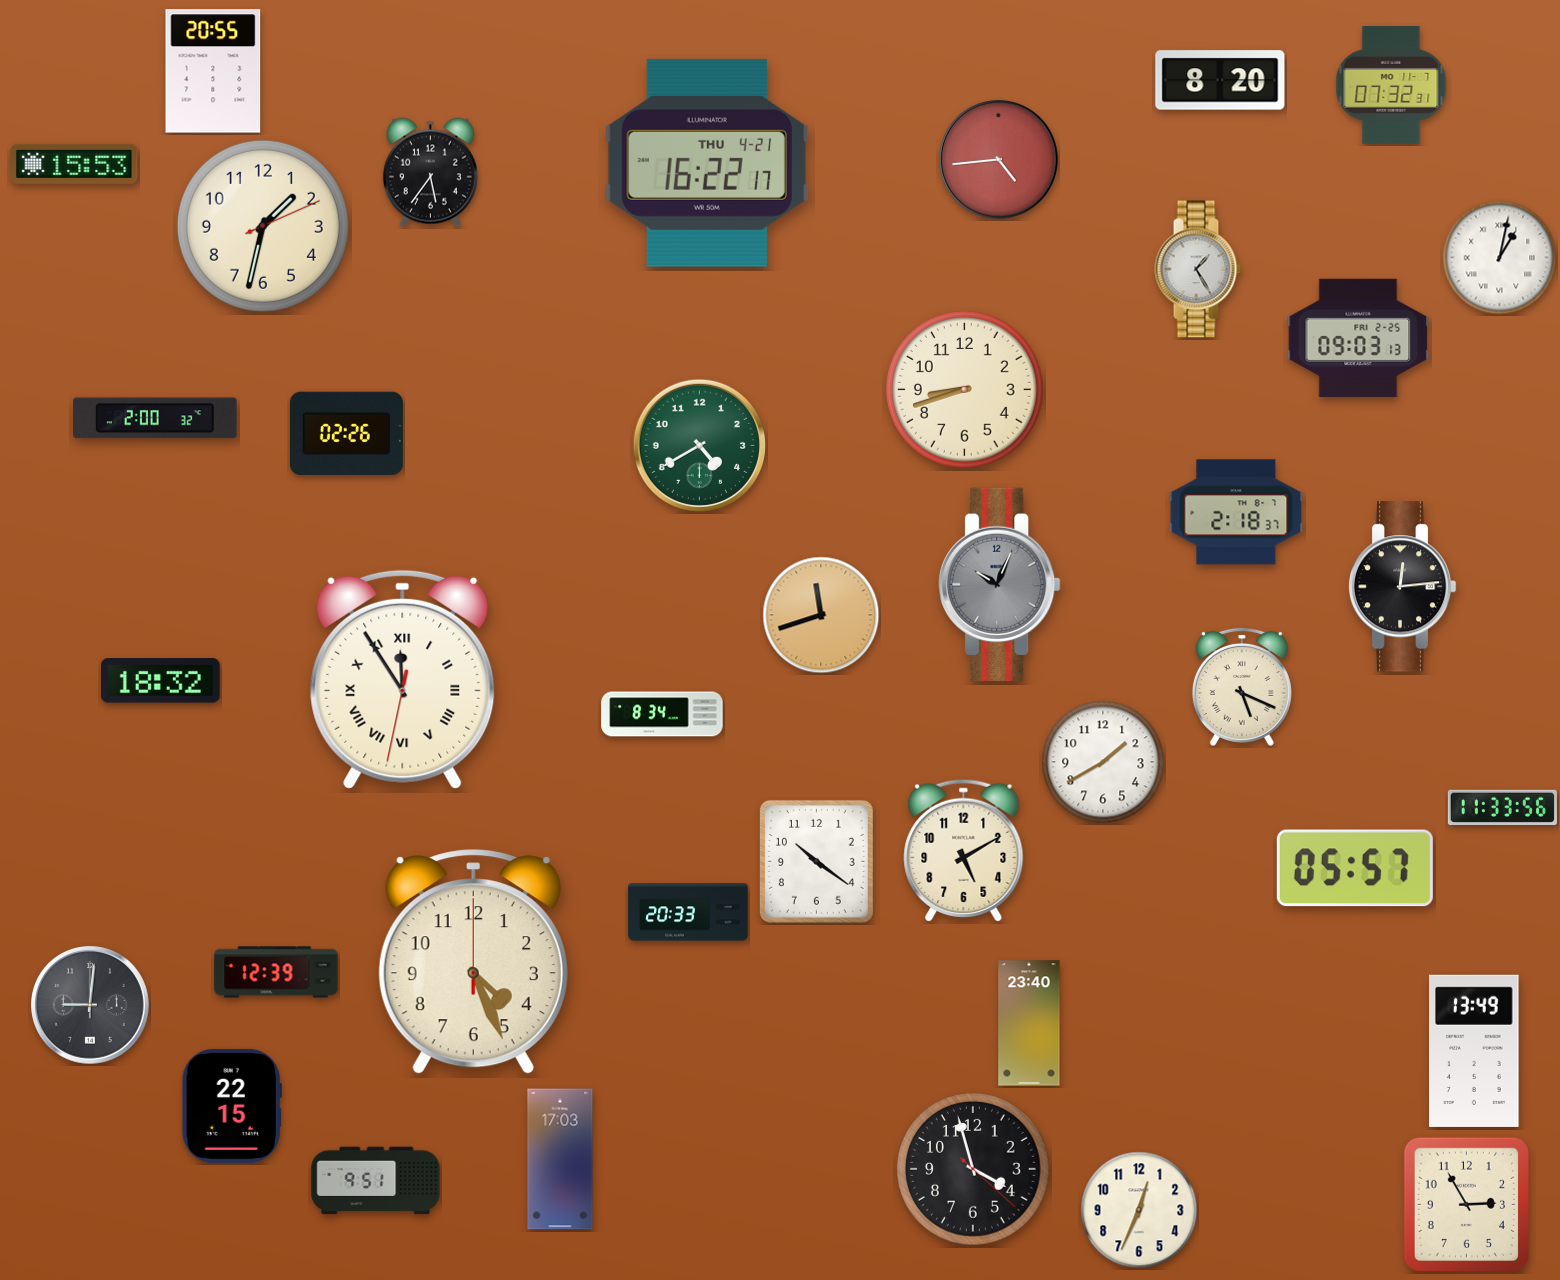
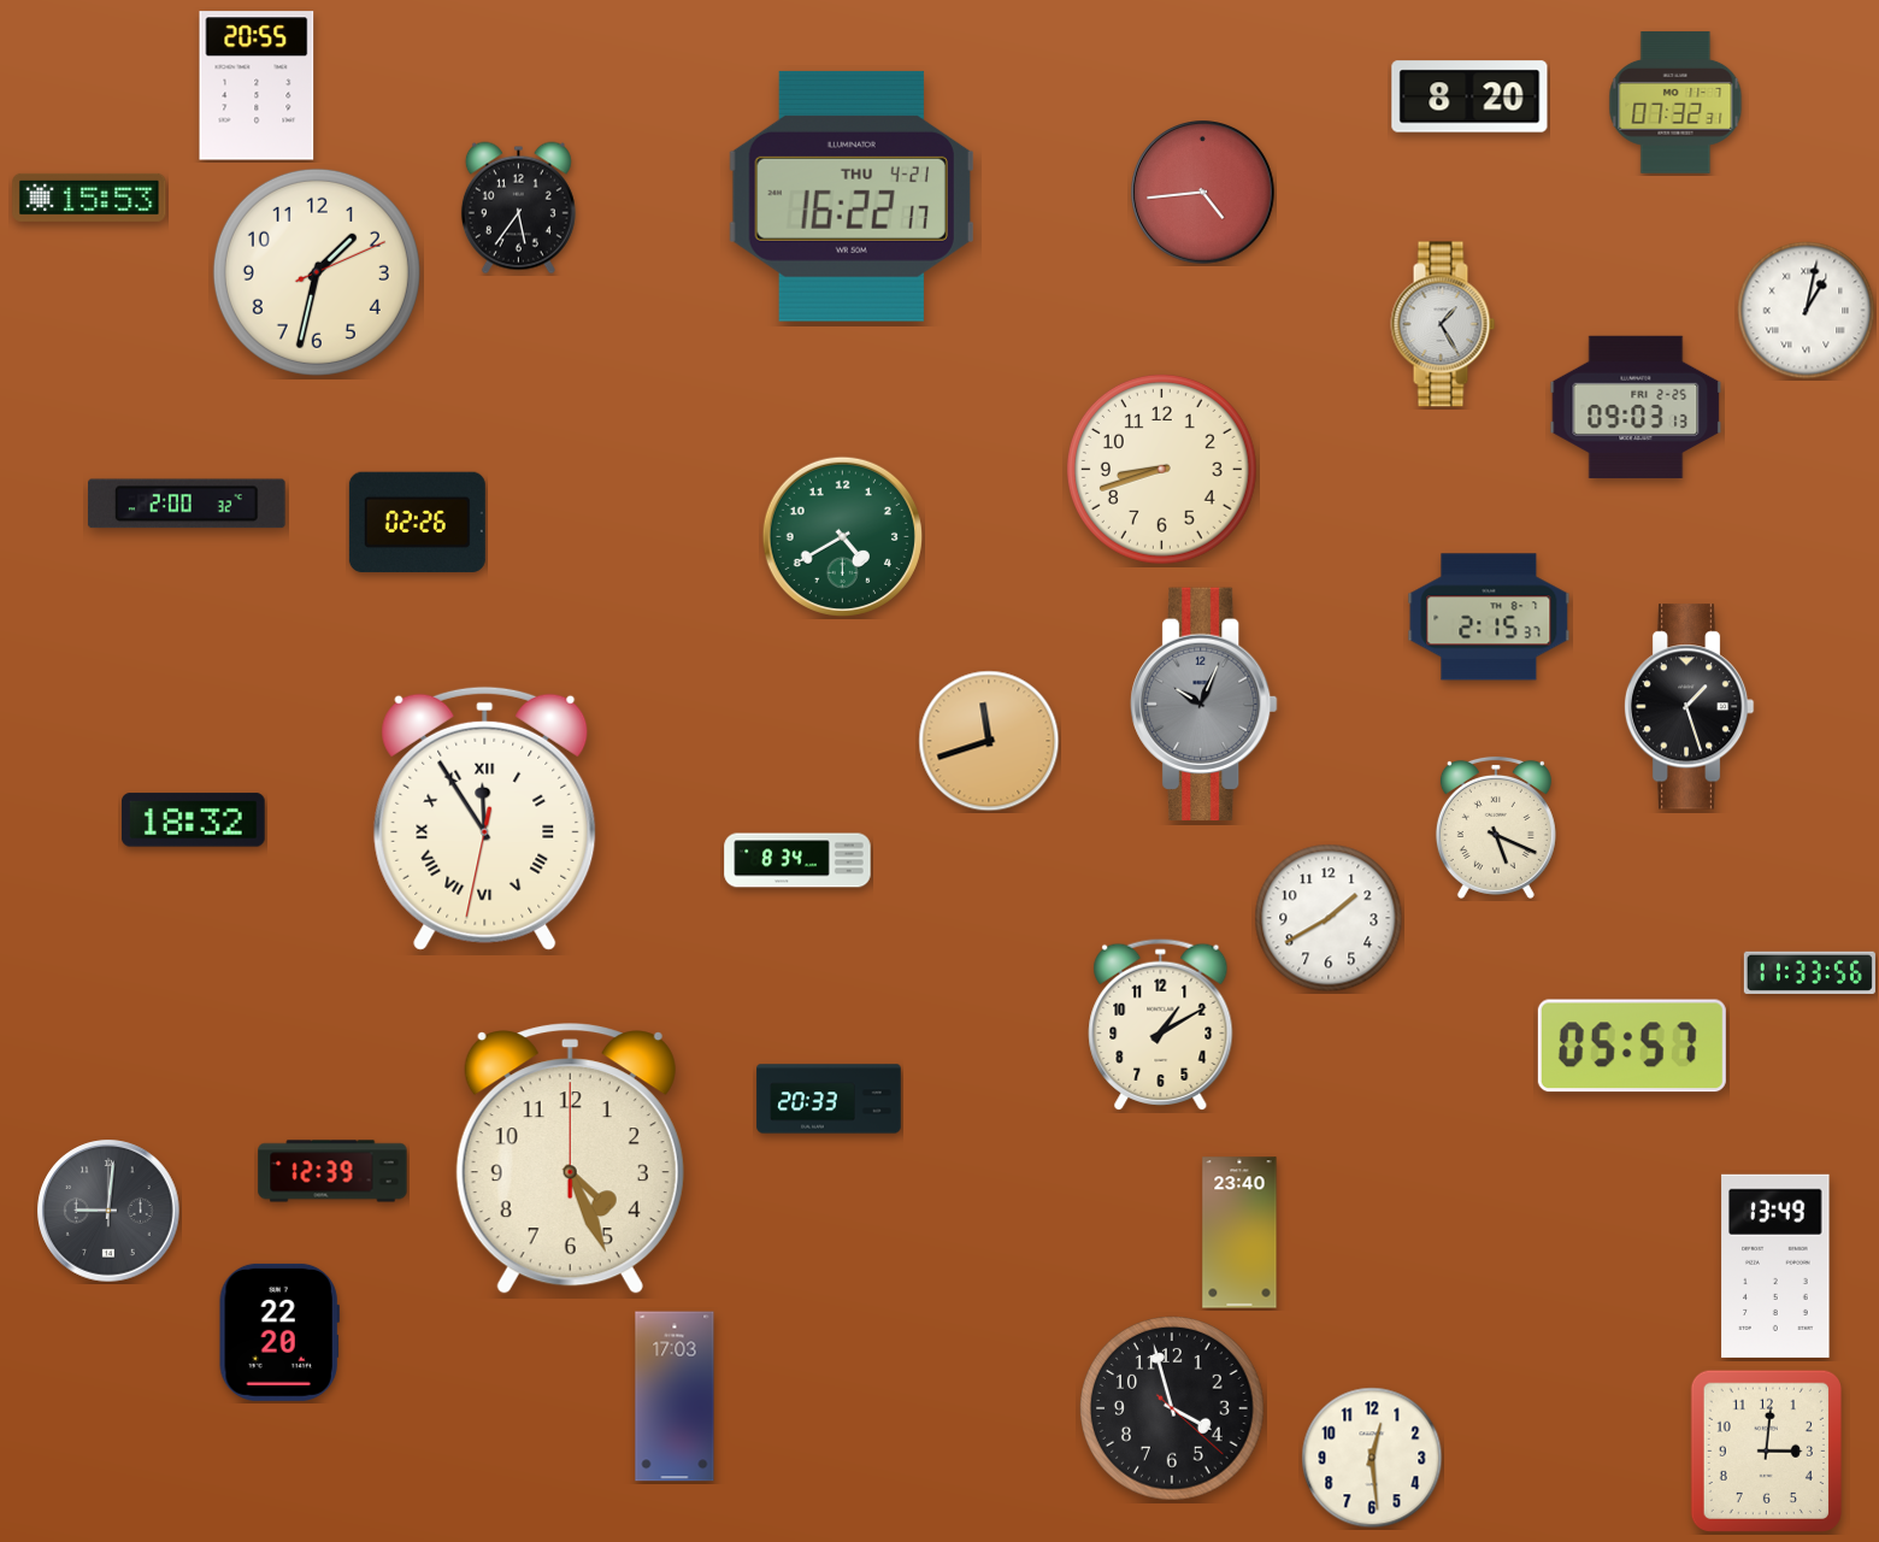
clock at (1236, 512): 2:18 -> 2:15
clock at (1402, 587): 12:14 -> 1:27
clock at (964, 850): 5:10 -> 1:10
clock at (816, 861): 10:21 -> none
clock at (232, 1106): 22:15 -> 22:20
clock at (376, 1181): 9:51 -> none
clock at (1466, 1204): 2:55 -> 3:01
clock at (1139, 1210): 12:34 -> 12:29
